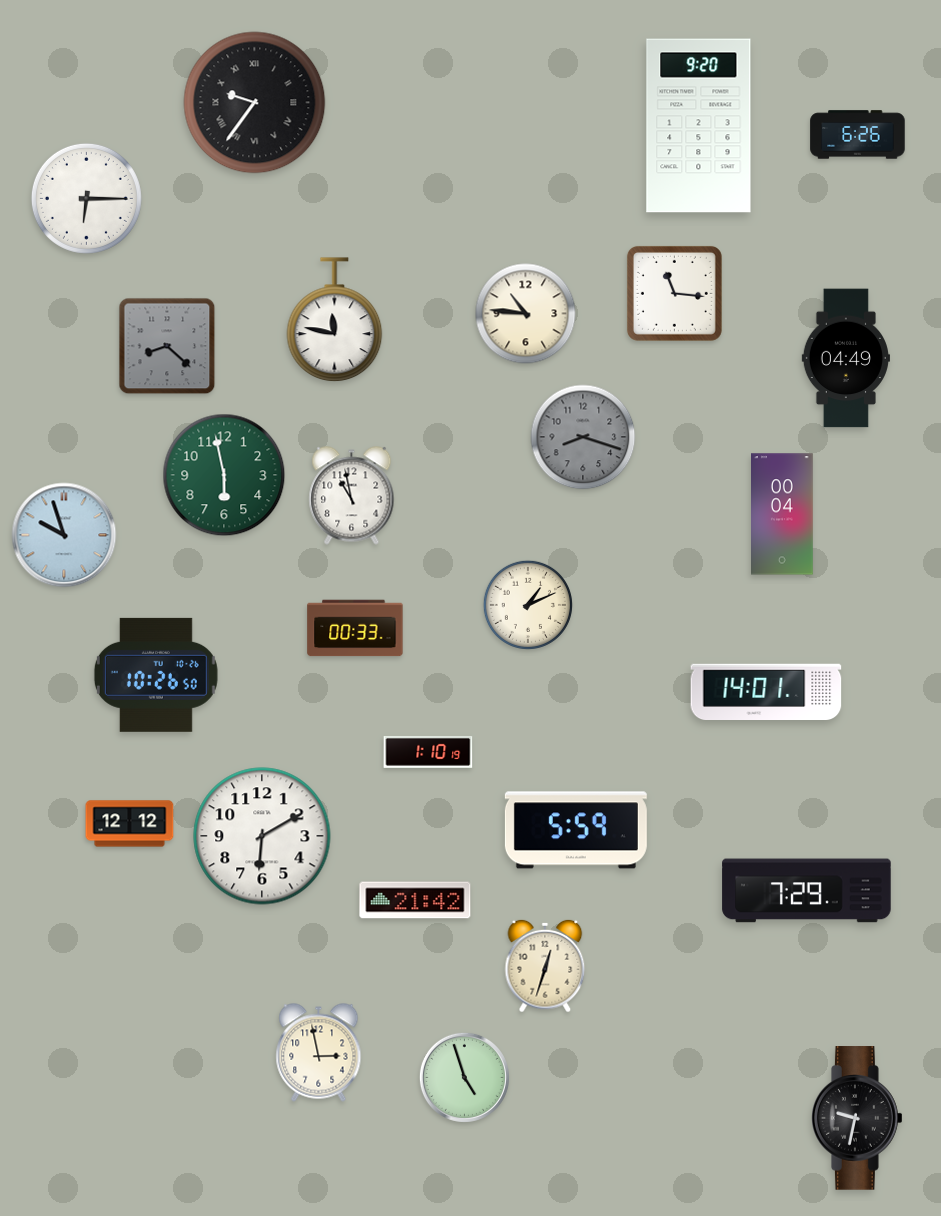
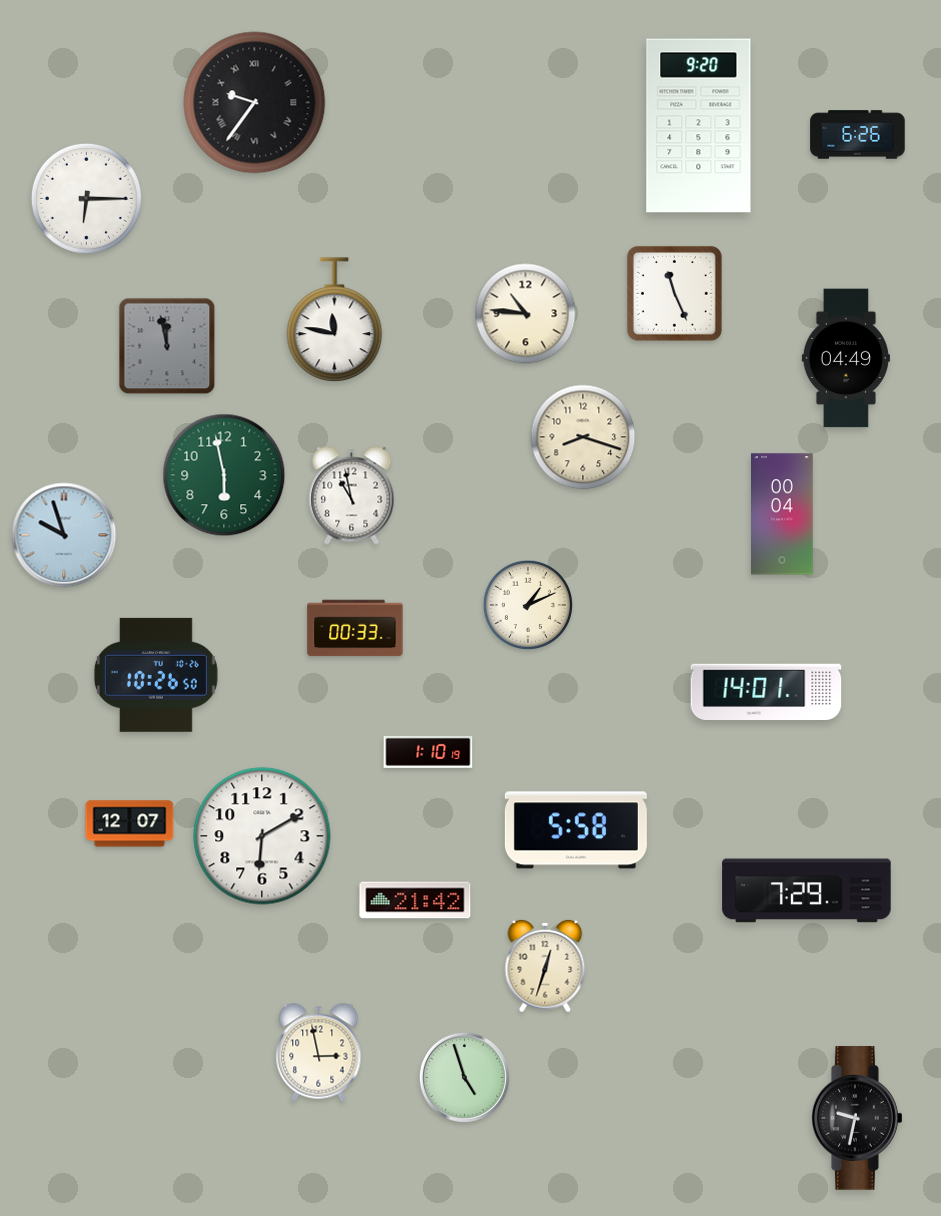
clock at (674, 293): 11:16 -> 11:26
clock at (167, 346): 8:22 -> 11:58
clock at (583, 437) dial: grey -> cream
clock at (130, 824): 12:12 -> 12:07
clock at (576, 830): 5:59 -> 5:58
